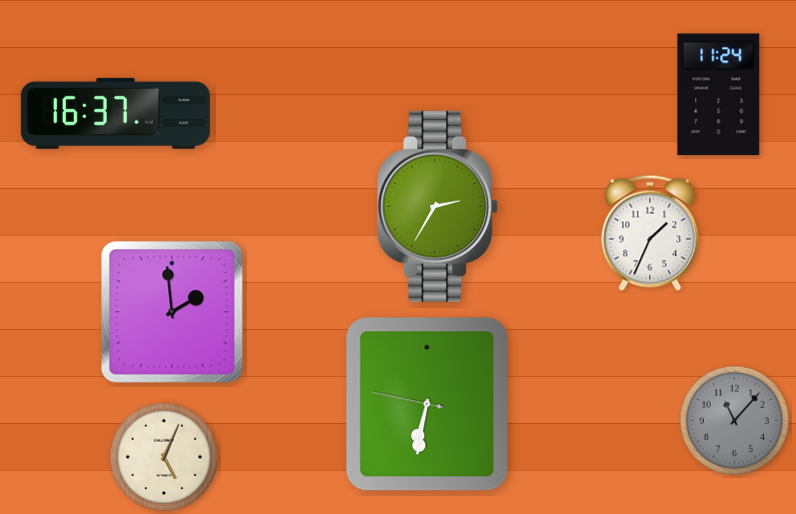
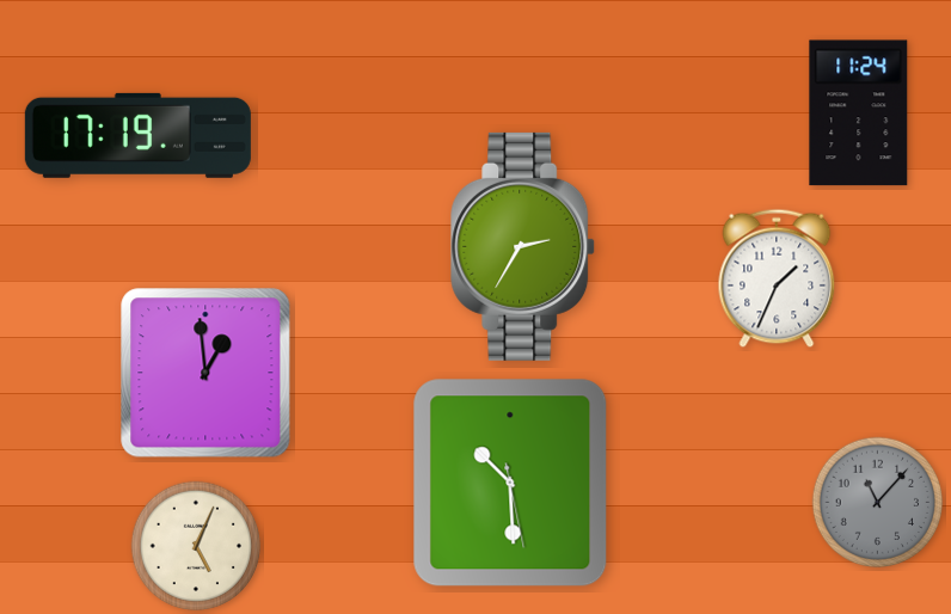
clock at (115, 113): 16:37 -> 17:19
clock at (172, 312): 1:59 -> 12:59
clock at (427, 404): 6:31 -> 10:29
